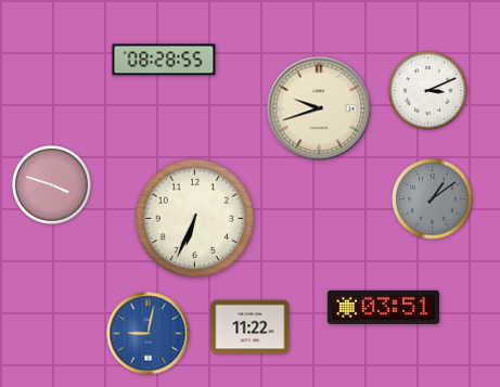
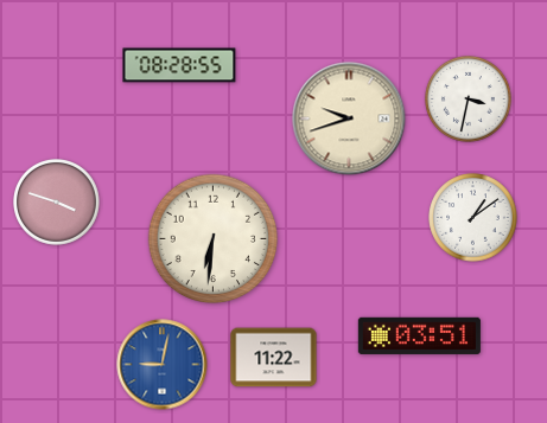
clock at (428, 91): 3:11 -> 3:32
clock at (433, 199) dial: grey -> white
clock at (195, 219): 6:34 -> 6:31
